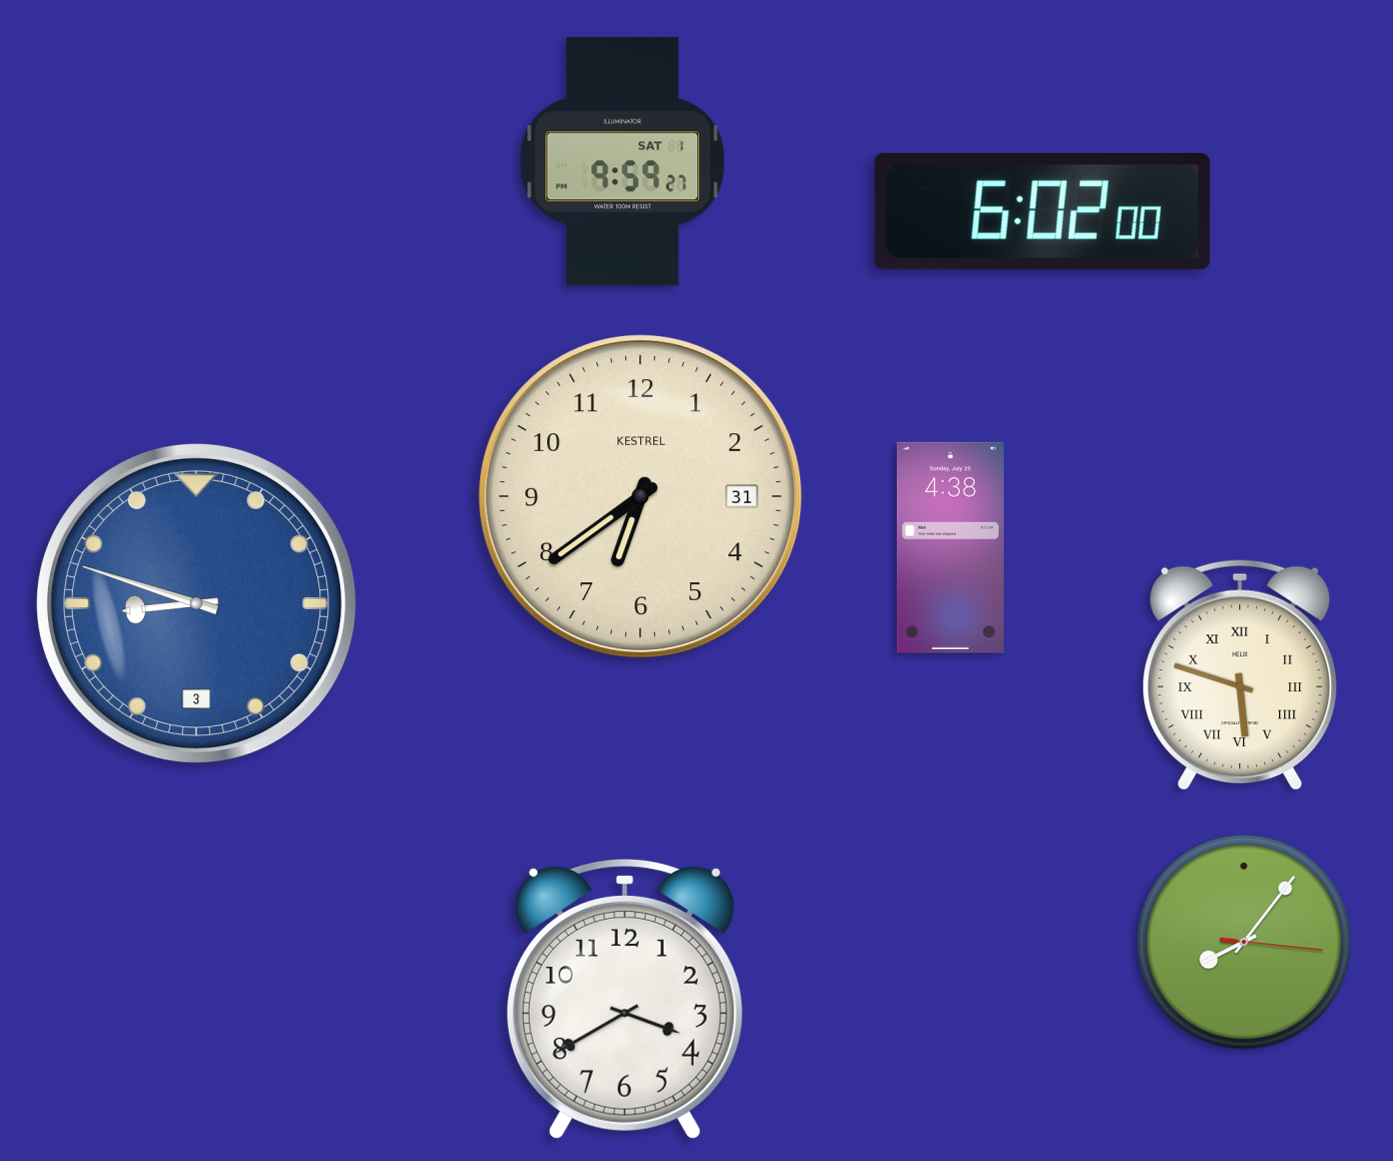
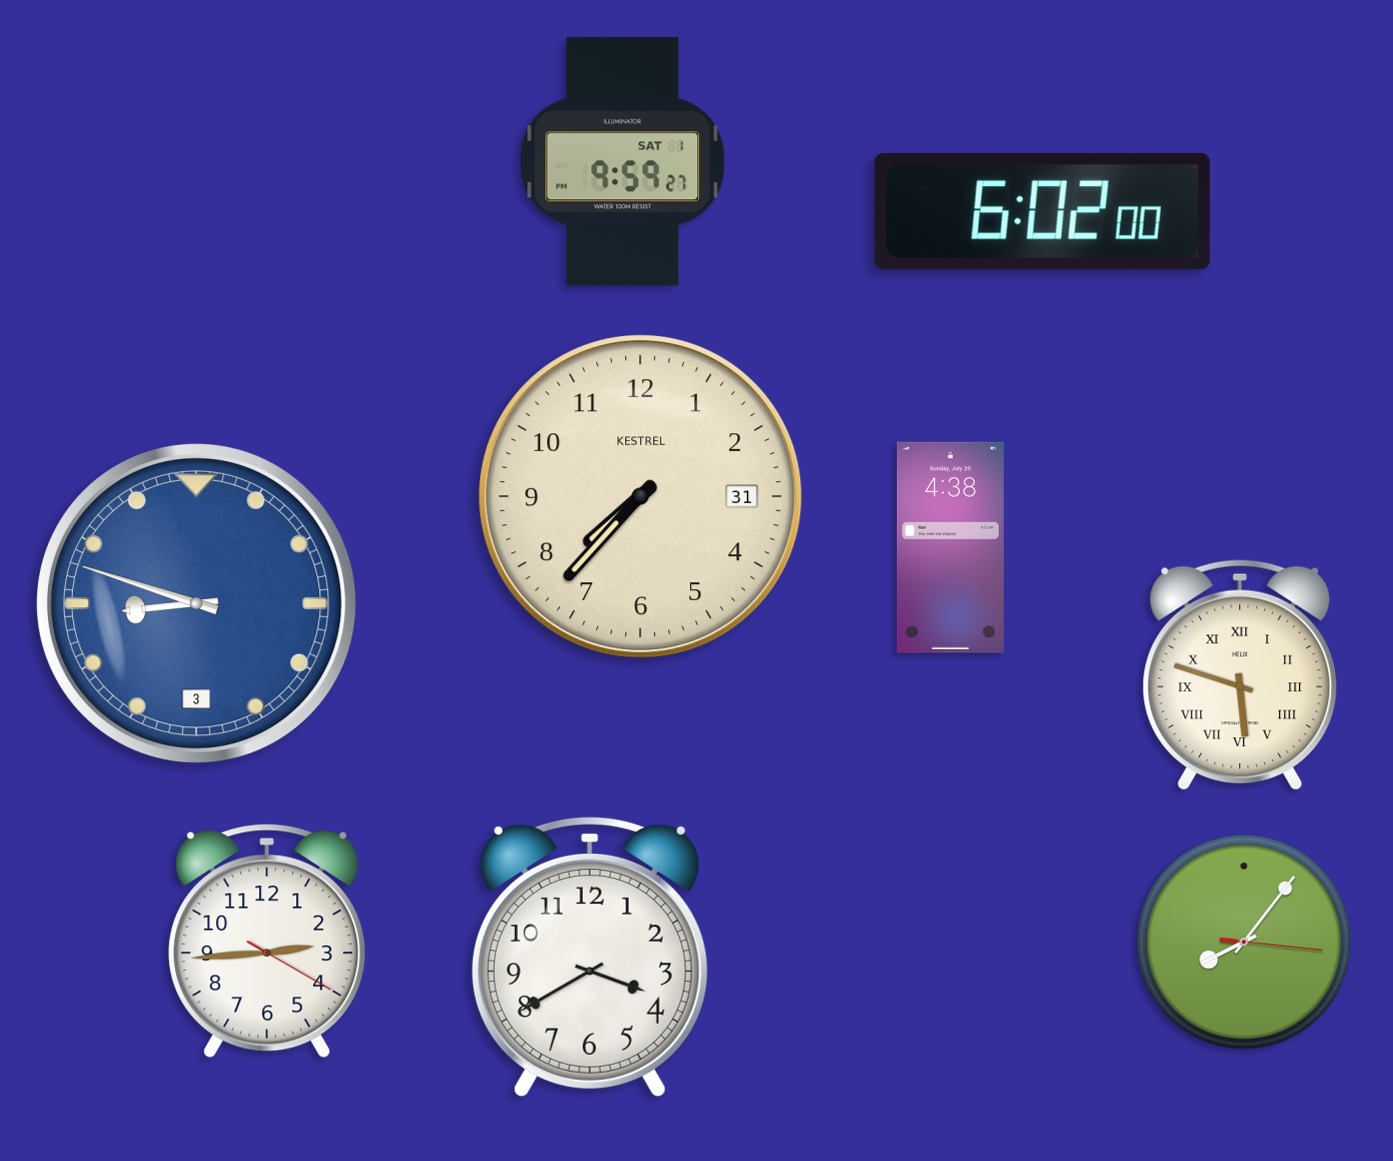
clock at (641, 497): 6:39 -> 7:37
clock at (267, 941): none -> 2:44
clock at (625, 999) position: (625, 999) -> (590, 957)
